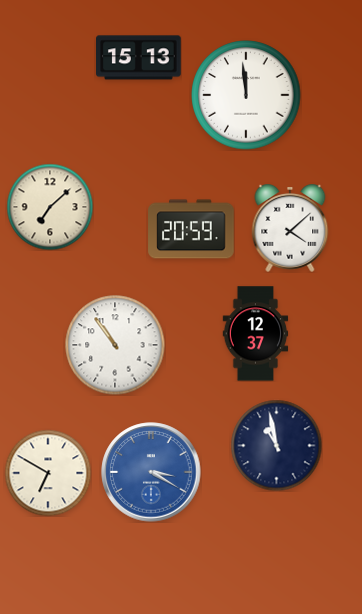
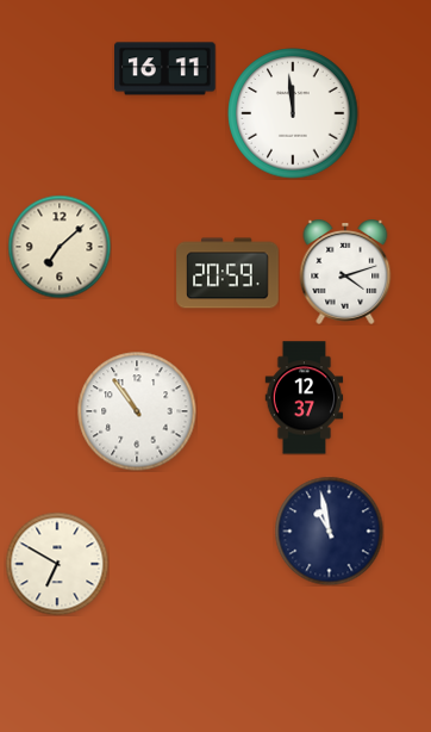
clock at (139, 58): 15:13 -> 16:11
clock at (290, 229): 4:08 -> 4:12
clock at (151, 472): 3:20 -> none
